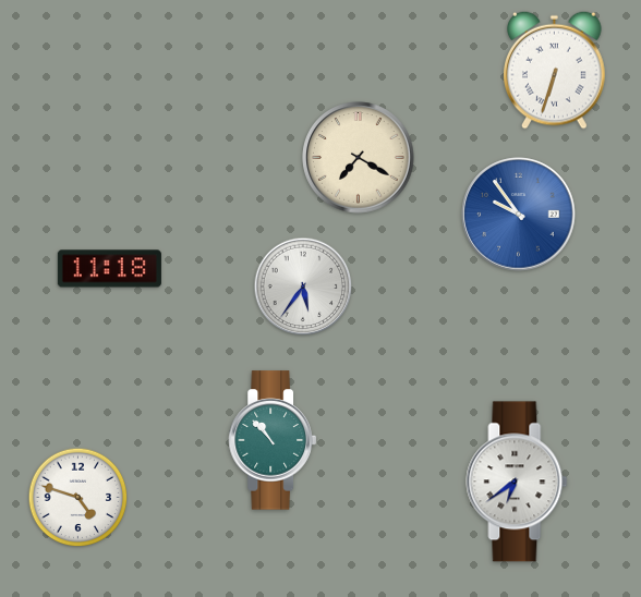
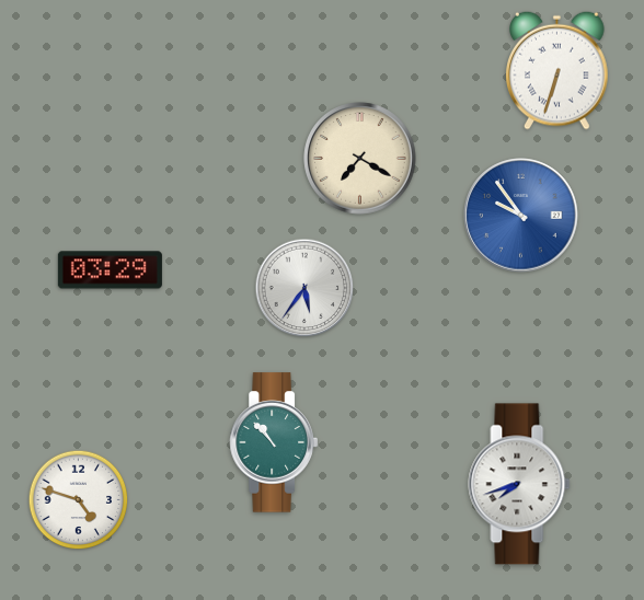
clock at (109, 269): 11:18 -> 03:29
clock at (517, 482): 6:39 -> 7:42
